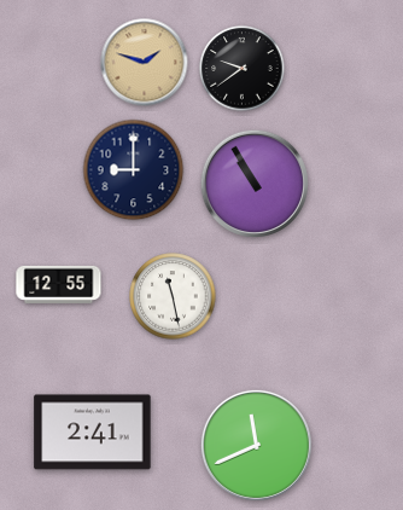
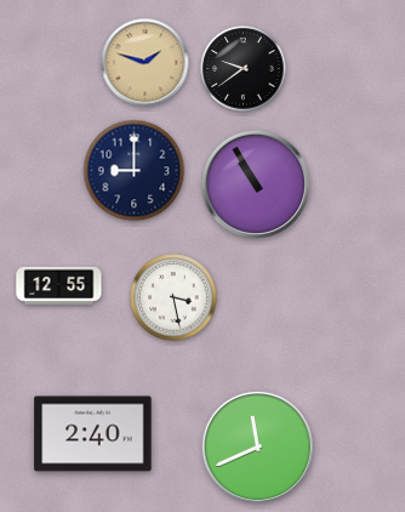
clock at (173, 296): 11:28 -> 3:28
clock at (93, 433): 2:41 -> 2:40
